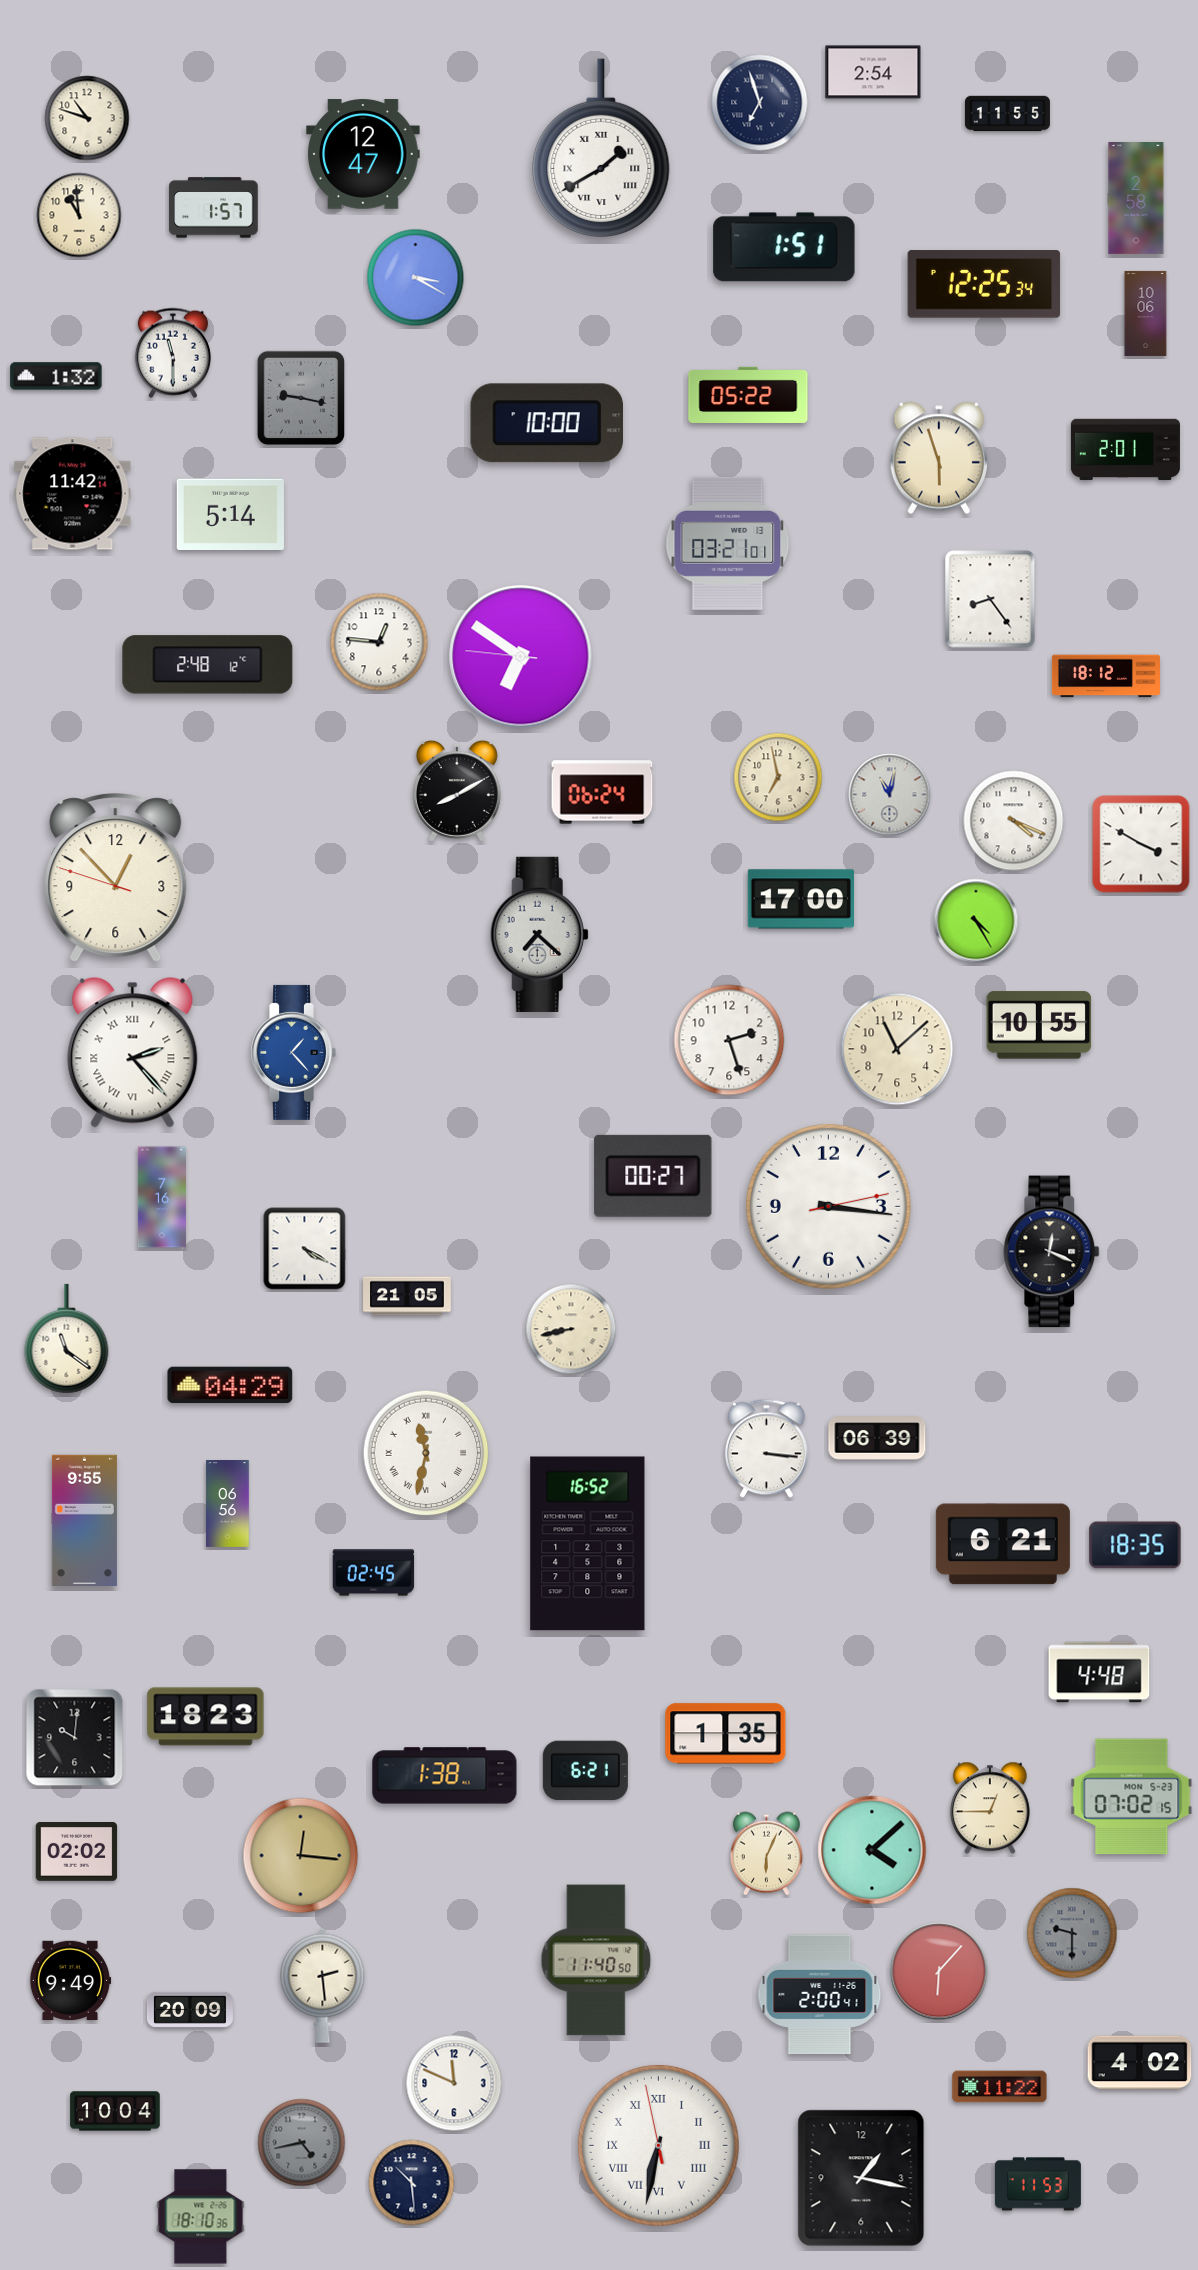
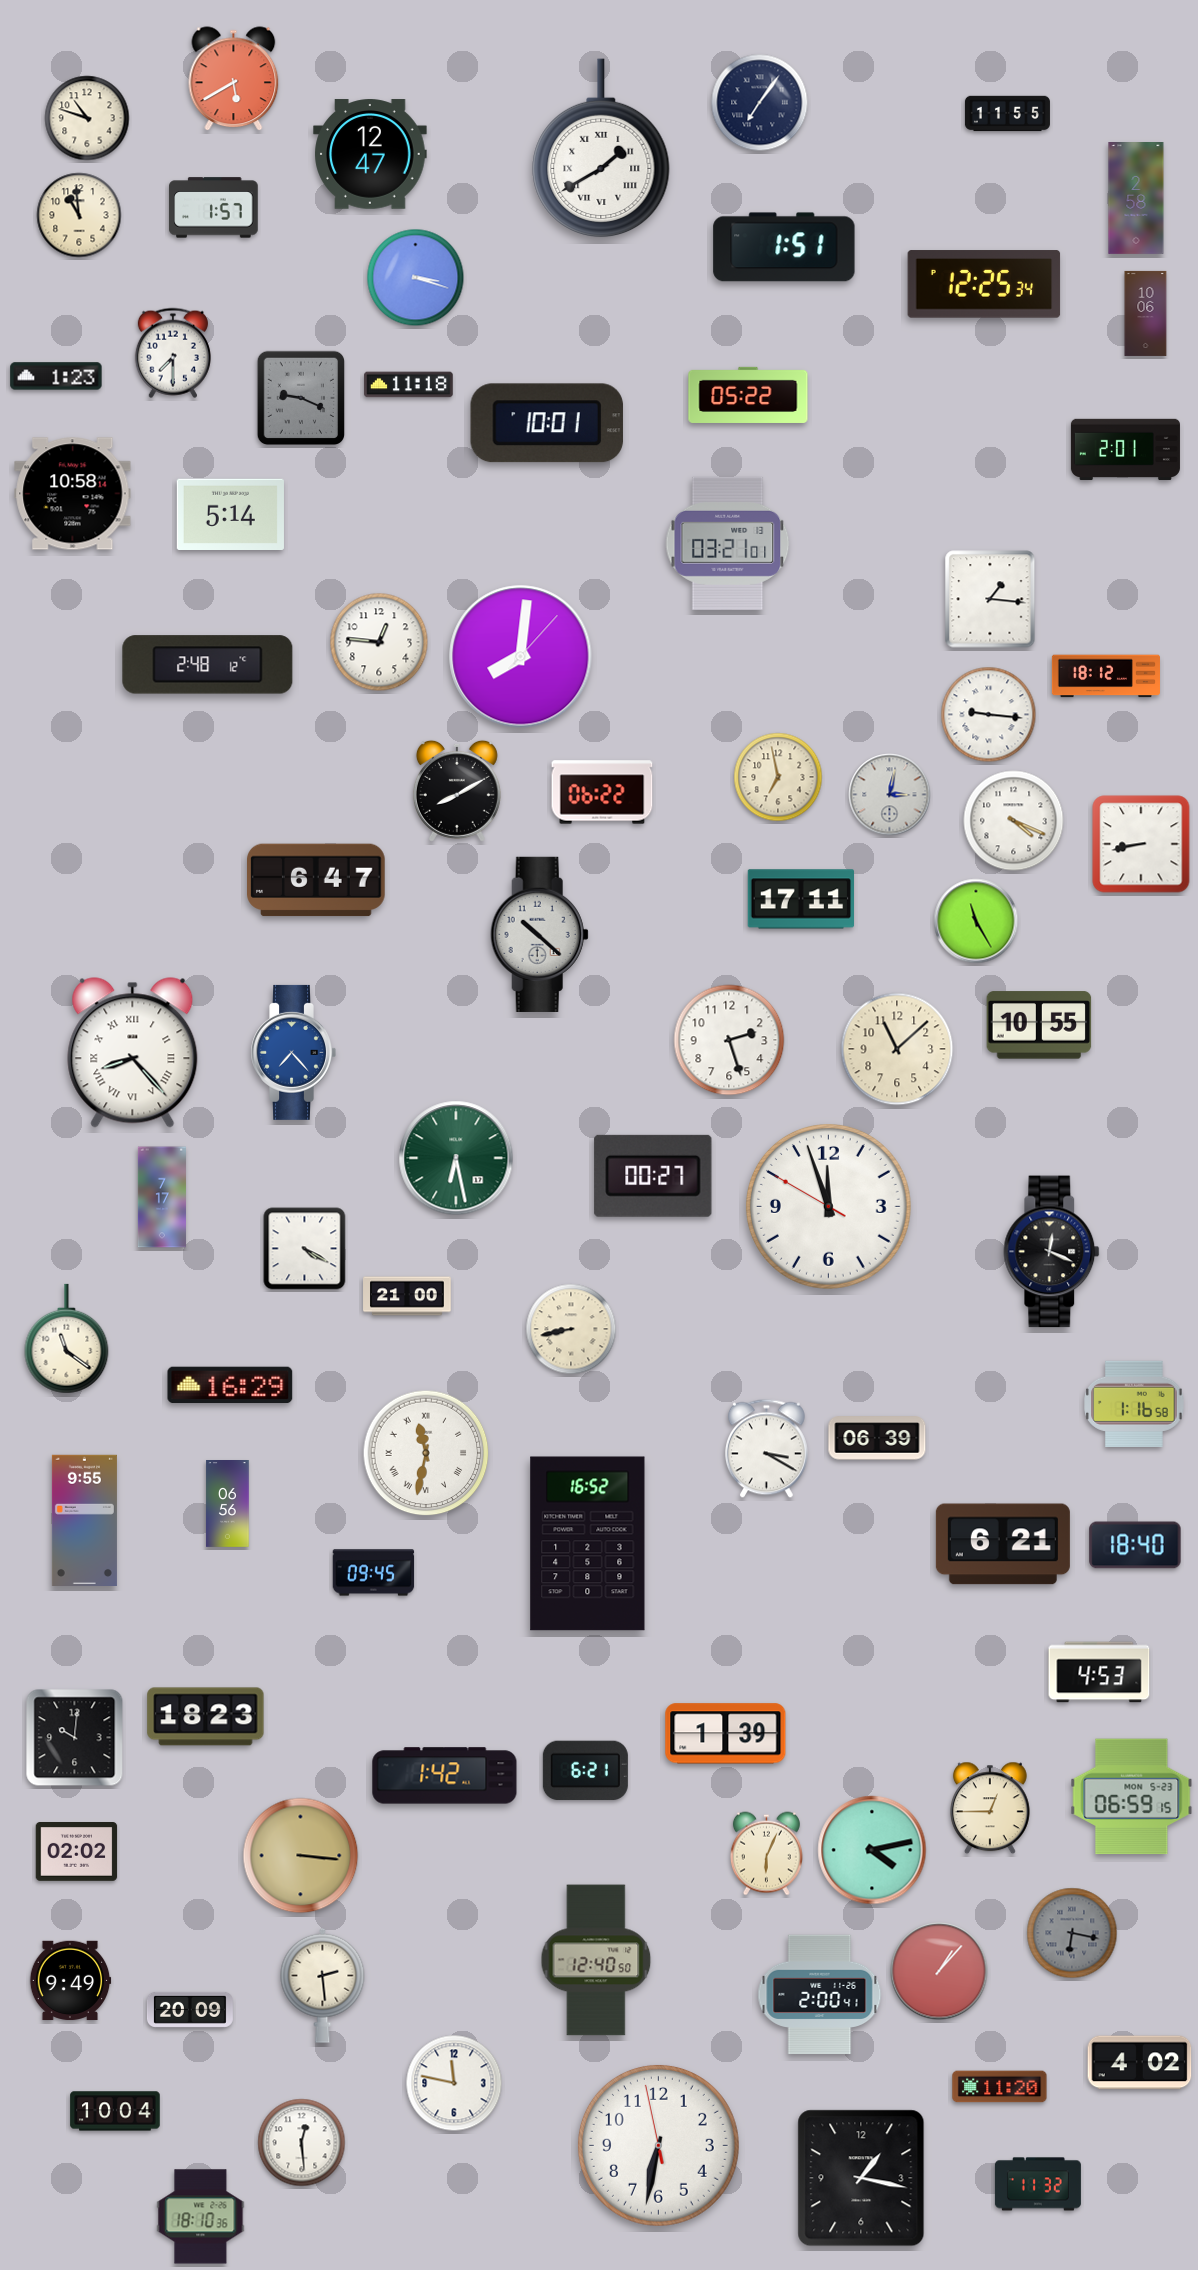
clock at (873, 72): 2:54 -> none
clock at (234, 79): none -> 5:40
clock at (760, 103): 6:57 -> 7:06
clock at (363, 154) position: (363, 154) -> (370, 154)
clock at (416, 278): 3:20 -> 3:18
clock at (173, 353): 11:30 -> 7:30
clock at (56, 376): 1:32 -> 1:23
clock at (409, 385): none -> 11:18
clock at (300, 398): 9:17 -> 9:19
clock at (547, 423): 10:00 -> 10:01
clock at (938, 458): 5:57 -> none
clock at (73, 494): 11:42 -> 10:58
clock at (990, 599): 8:24 -> 1:16
clock at (521, 657): 6:50 -> 8:01
clock at (989, 715): none -> 9:16
clock at (602, 792): 06:24 -> 06:22
clock at (890, 795): 11:02 -> 3:02
clock at (1141, 844): 3:50 -> 8:43
clock at (116, 878): 12:52 -> none
clock at (316, 880): none -> 6:47
clock at (801, 899): 17:00 -> 17:11
clock at (976, 921): 4:25 -> 11:25
clock at (539, 934): 7:22 -> 10:22
clock at (293, 1052): 1:23 -> 7:23
clock at (133, 1053): 2:23 -> 8:23
clock at (456, 1158): none -> 6:28
clock at (162, 1197): 7:16 -> 7:17
clock at (828, 1206): 3:16 -> 11:56
clock at (407, 1296): 21:05 -> 21:00
clock at (230, 1385): 04:29 -> 16:29
clock at (1134, 1404): none -> 1:16
clock at (766, 1449): 3:16 -> 3:20
clock at (1135, 1545): 18:35 -> 18:40
clock at (374, 1573): 02:45 -> 09:45
clock at (1099, 1672): 4:48 -> 4:53
clock at (726, 1734): 1:35 -> 1:39
clock at (445, 1776): 1:38 -> 1:42
clock at (1132, 1797): 07:02 -> 06:59
clock at (872, 1850): 4:08 -> 4:13
clock at (301, 1856): 12:16 -> 3:16
clock at (1072, 1933): 9:30 -> 6:17
clock at (596, 1960): 11:40 -> 12:40
clock at (939, 1971): 6:07 -> 1:07
clock at (454, 2083): 11:49 -> 11:47
clock at (1000, 2087): 11:22 -> 11:20
clock at (302, 2143): 4:43 -> 12:29
clock at (302, 2143) dial: grey -> white
clock at (658, 2145) numerals: Roman -> Arabic
clock at (412, 2183): 10:29 -> none
clock at (1038, 2184): 11:53 -> 11:32
